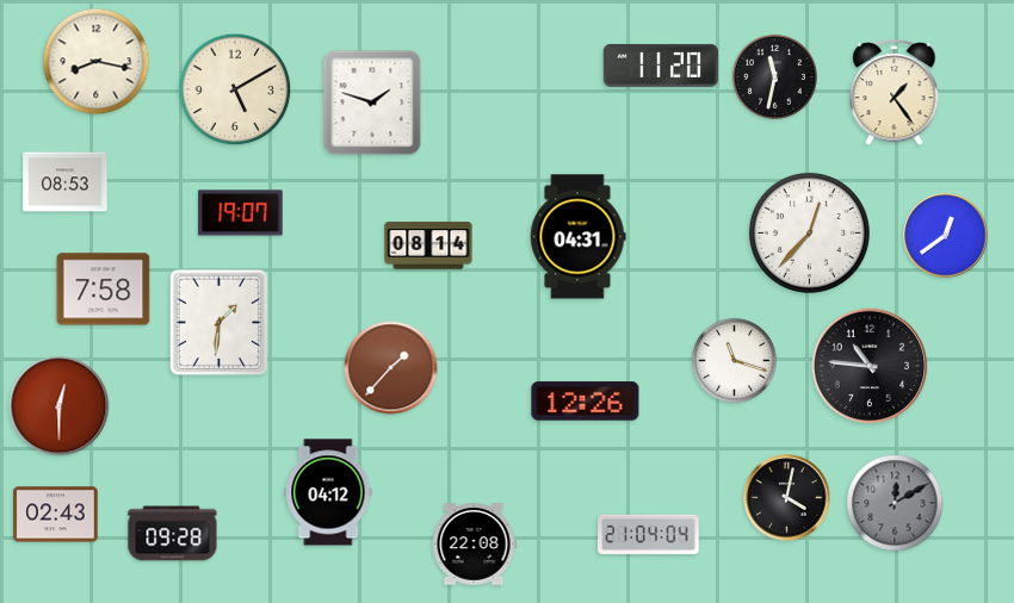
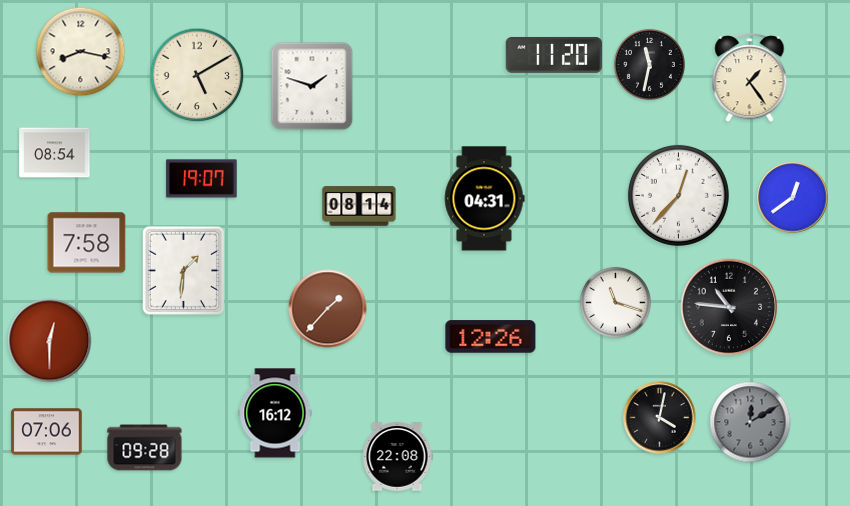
clock at (66, 182): 08:53 -> 08:54
clock at (328, 492): 04:12 -> 16:12
clock at (56, 515): 02:43 -> 07:06
clock at (649, 534): 21:04 -> none
